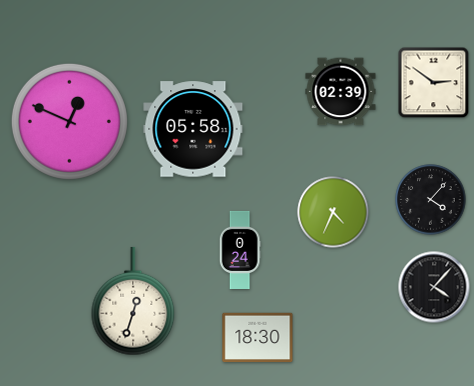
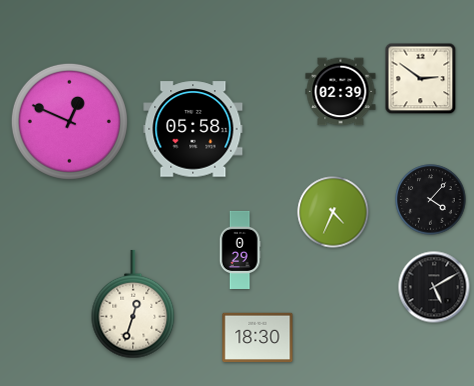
clock at (434, 83) position: (434, 83) -> (421, 79)
clock at (240, 249): 0:24 -> 0:29
clock at (434, 287): 4:07 -> 5:10
clock at (133, 301) position: (133, 301) -> (133, 304)
